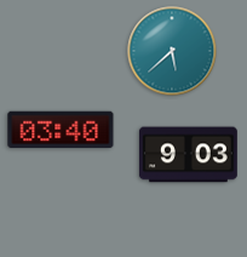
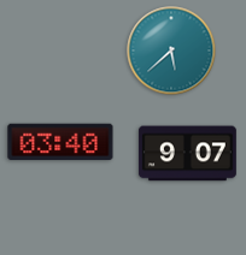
clock at (61, 130) position: (61, 130) -> (60, 142)
clock at (188, 155): 9:03 -> 9:07
